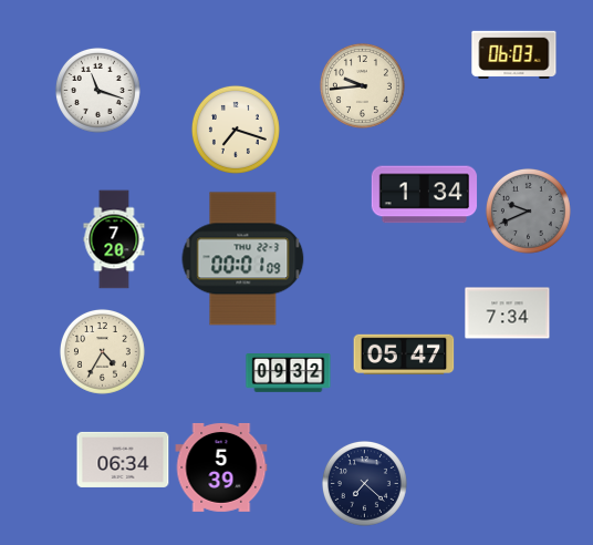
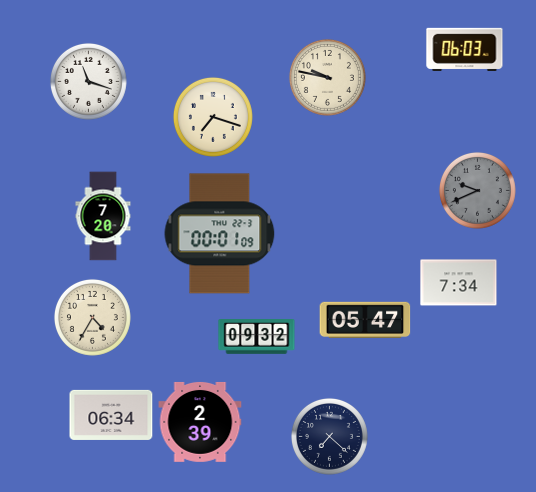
clock at (362, 85): 9:44 -> 9:47
clock at (425, 195): 1:34 -> none
clock at (289, 373) position: (289, 373) -> (257, 337)
clock at (221, 467): 5:39 -> 2:39
